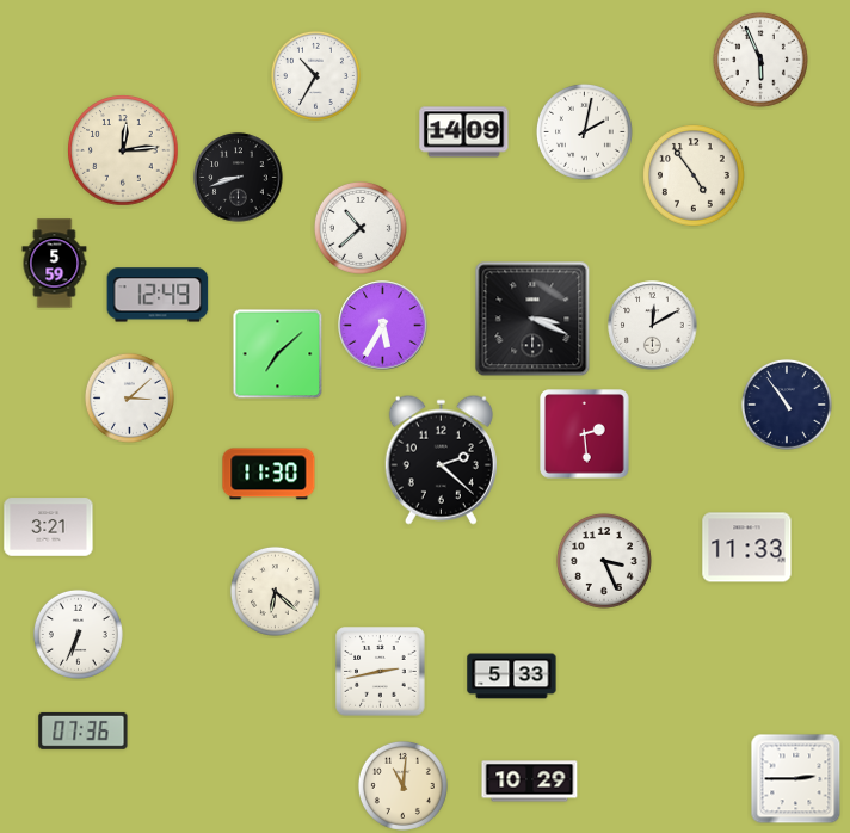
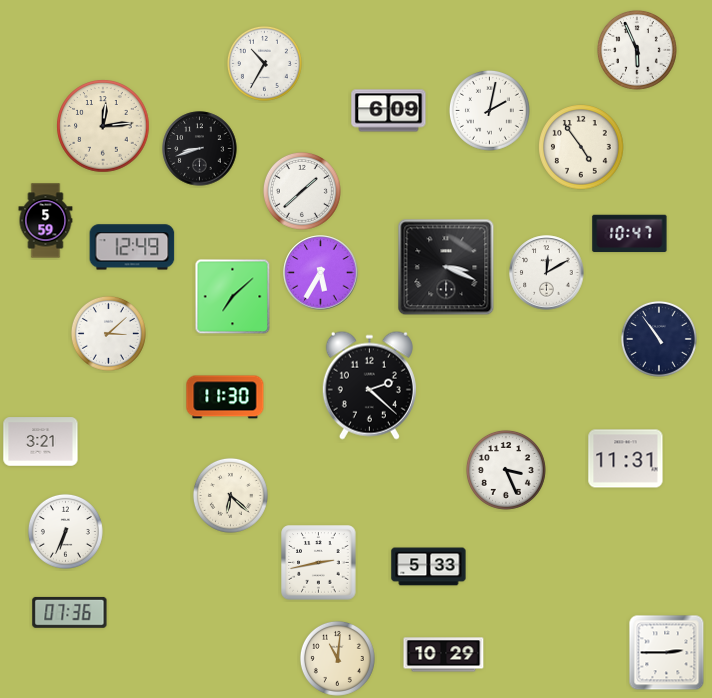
clock at (464, 132): 14:09 -> 6:09
clock at (361, 228): 10:38 -> 1:38
clock at (630, 234): none -> 10:47
clock at (585, 434): 2:29 -> none
clock at (747, 548): 11:33 -> 11:31
